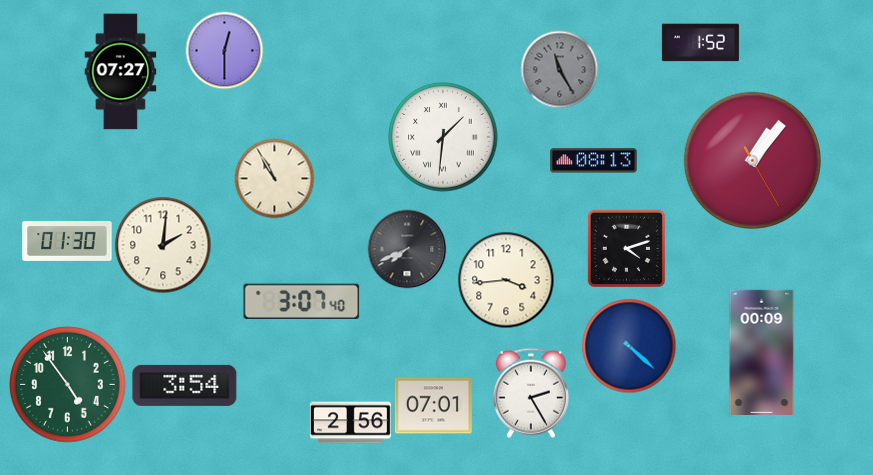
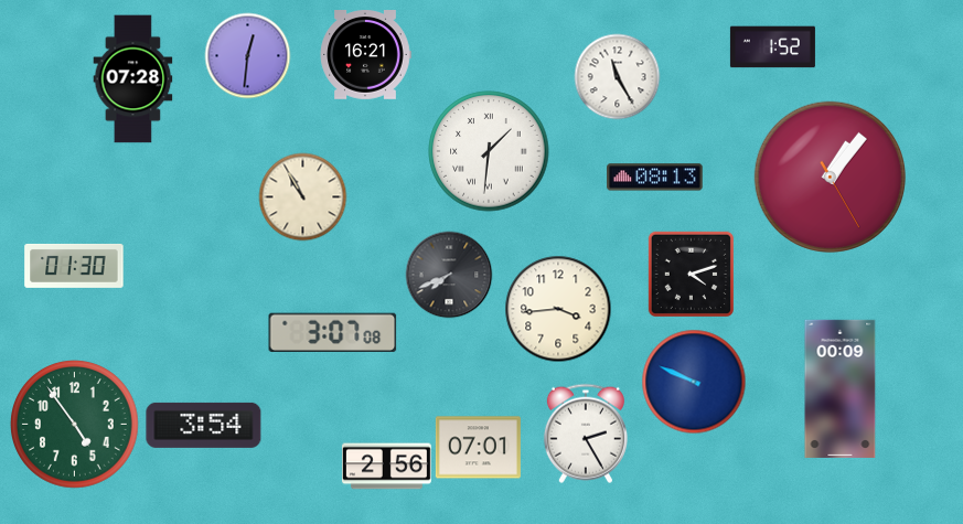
clock at (224, 50): 12:30 -> 12:31
clock at (365, 55): none -> 16:21
clock at (559, 69) dial: grey -> white
clock at (121, 72): 07:27 -> 07:28
clock at (163, 245): 2:01 -> none
clock at (302, 301): 3:07:40 -> 3:07:08
clock at (629, 346): 4:22 -> 9:49
